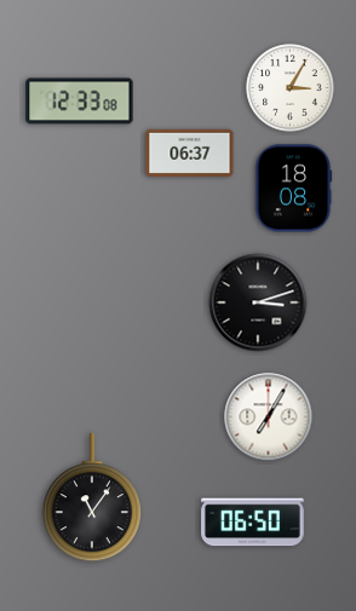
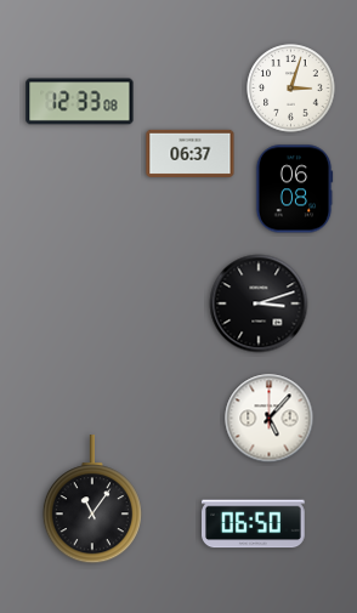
clock at (291, 88): 3:05 -> 3:03
clock at (293, 189): 18:08 -> 06:08
clock at (269, 417): 7:05 -> 5:07
